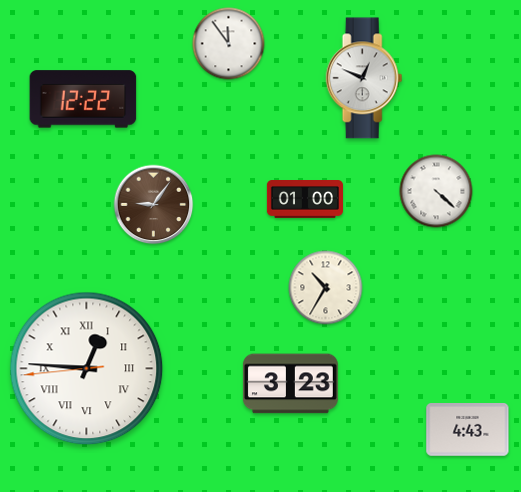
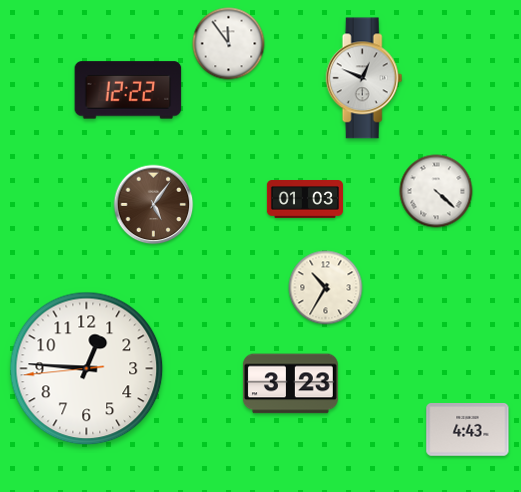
clock at (83, 99) position: (83, 99) -> (128, 90)
clock at (305, 199): 01:00 -> 01:03
clock at (154, 205): 9:06 -> 5:06
clock at (87, 369) numerals: Roman -> Arabic
